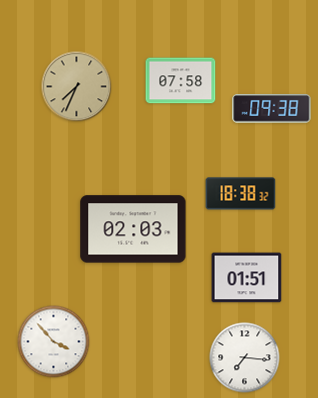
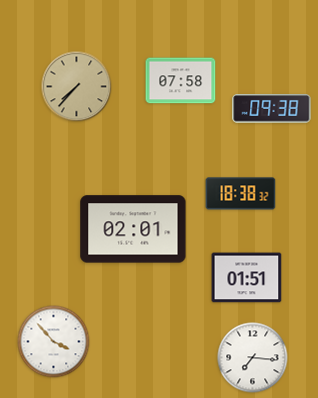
clock at (77, 87): 7:34 -> 7:37
clock at (133, 229): 02:03 -> 02:01
clock at (245, 358) position: (245, 358) -> (253, 358)
